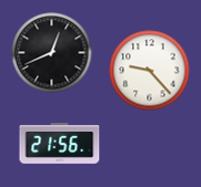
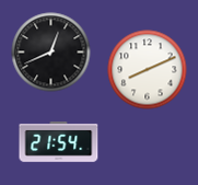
clock at (150, 71): 9:23 -> 8:11
clock at (60, 144): 21:56 -> 21:54
